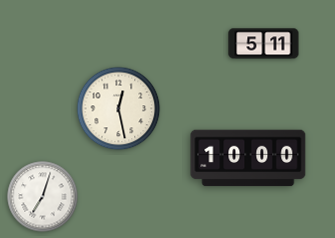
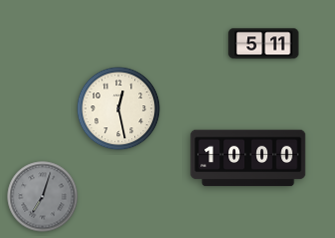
clock at (43, 197) dial: white -> grey
